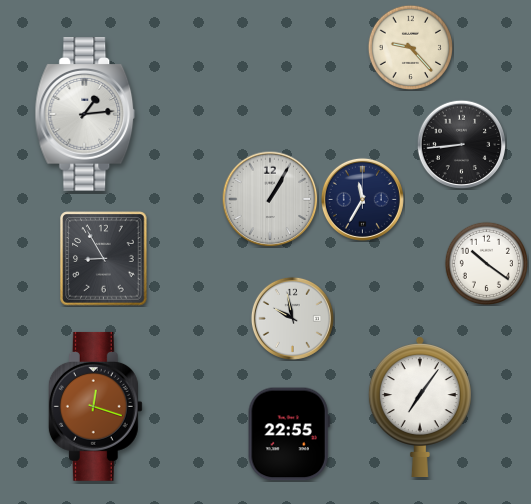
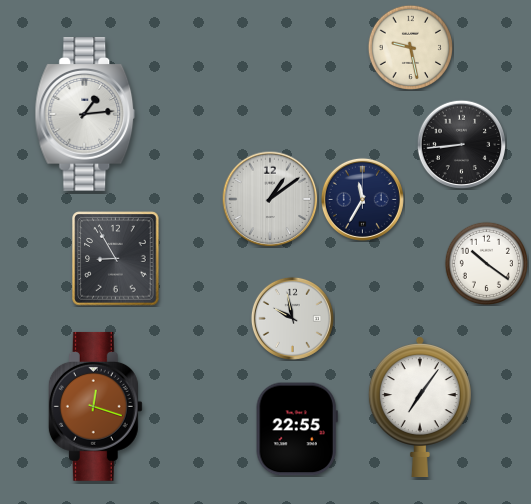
clock at (410, 47): 9:23 -> 9:28
clock at (270, 199): 1:05 -> 1:09
clock at (104, 259) position: (104, 259) -> (116, 259)
clock at (289, 434) position: (289, 434) -> (297, 429)
